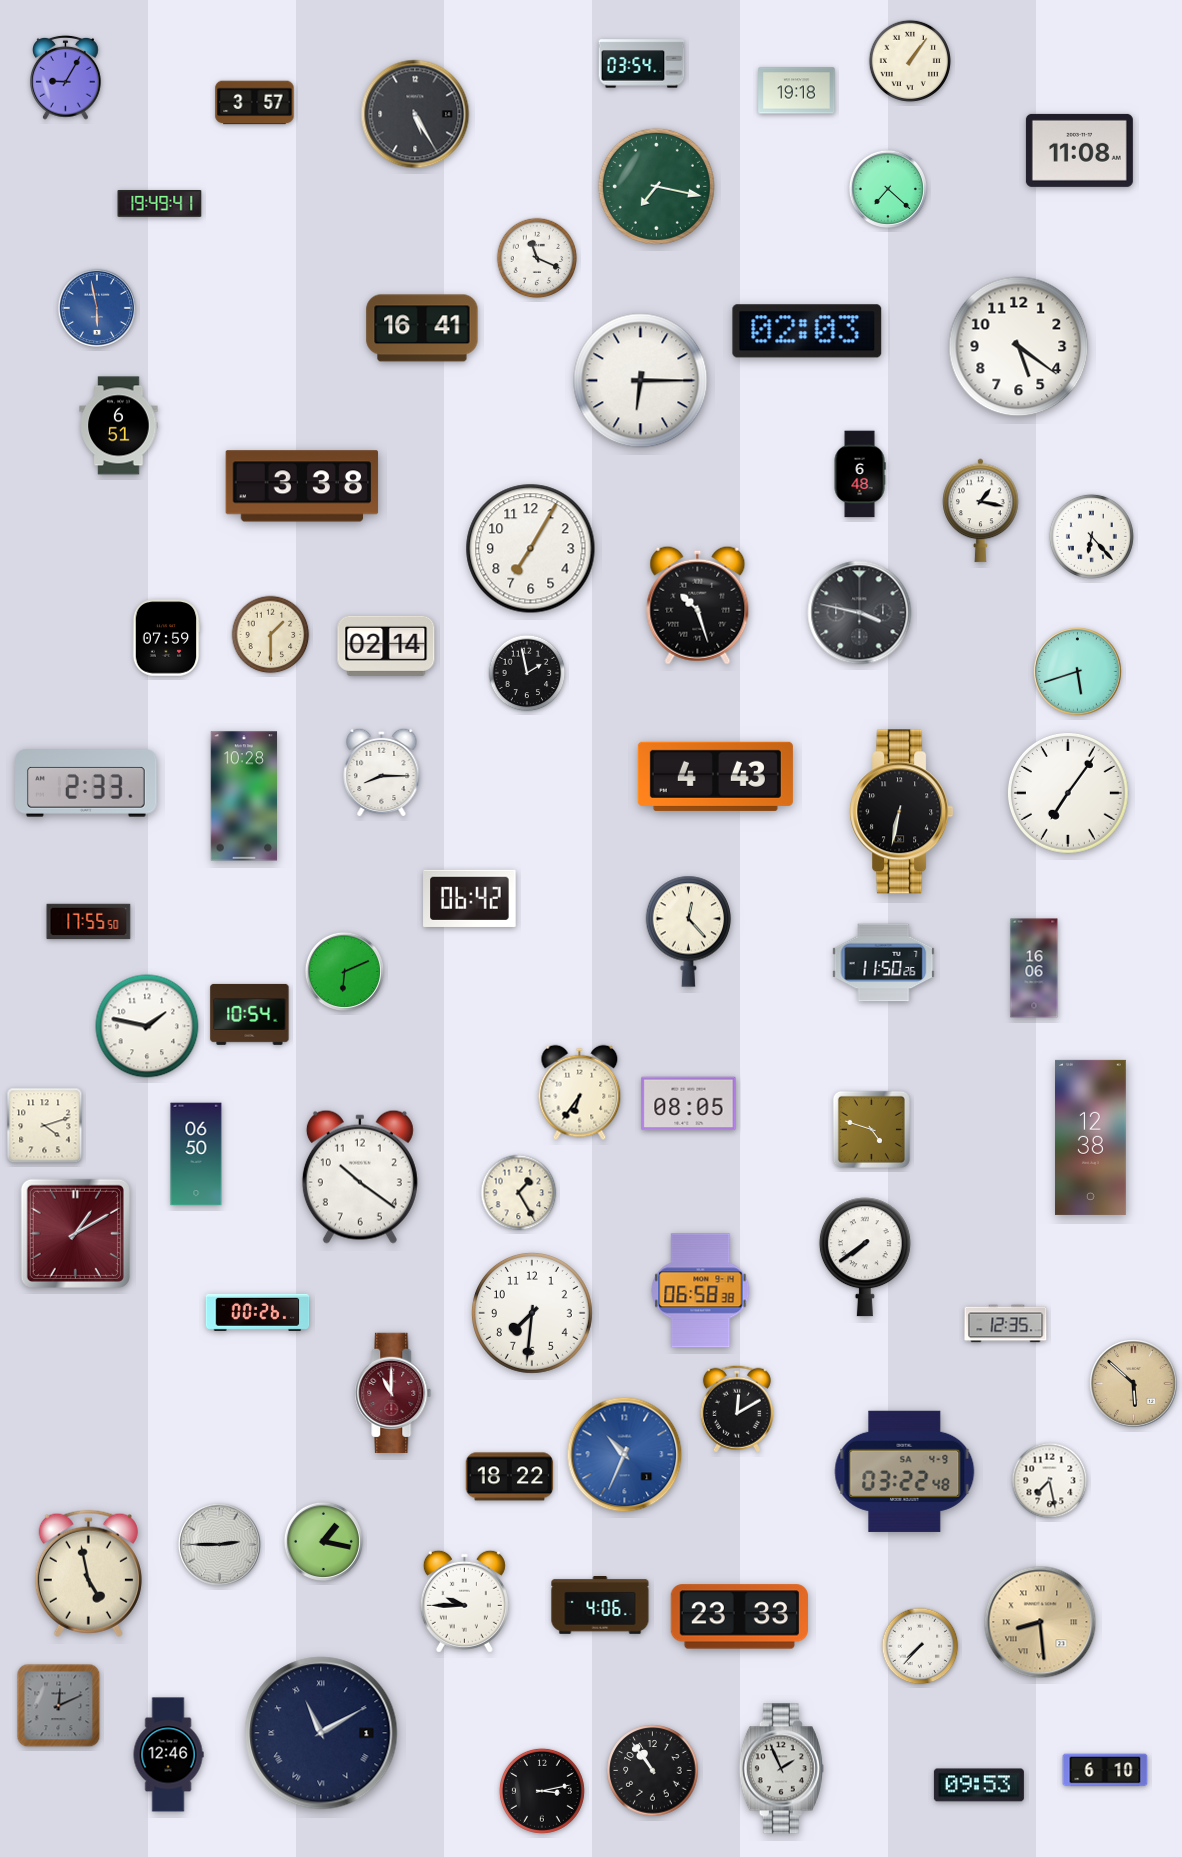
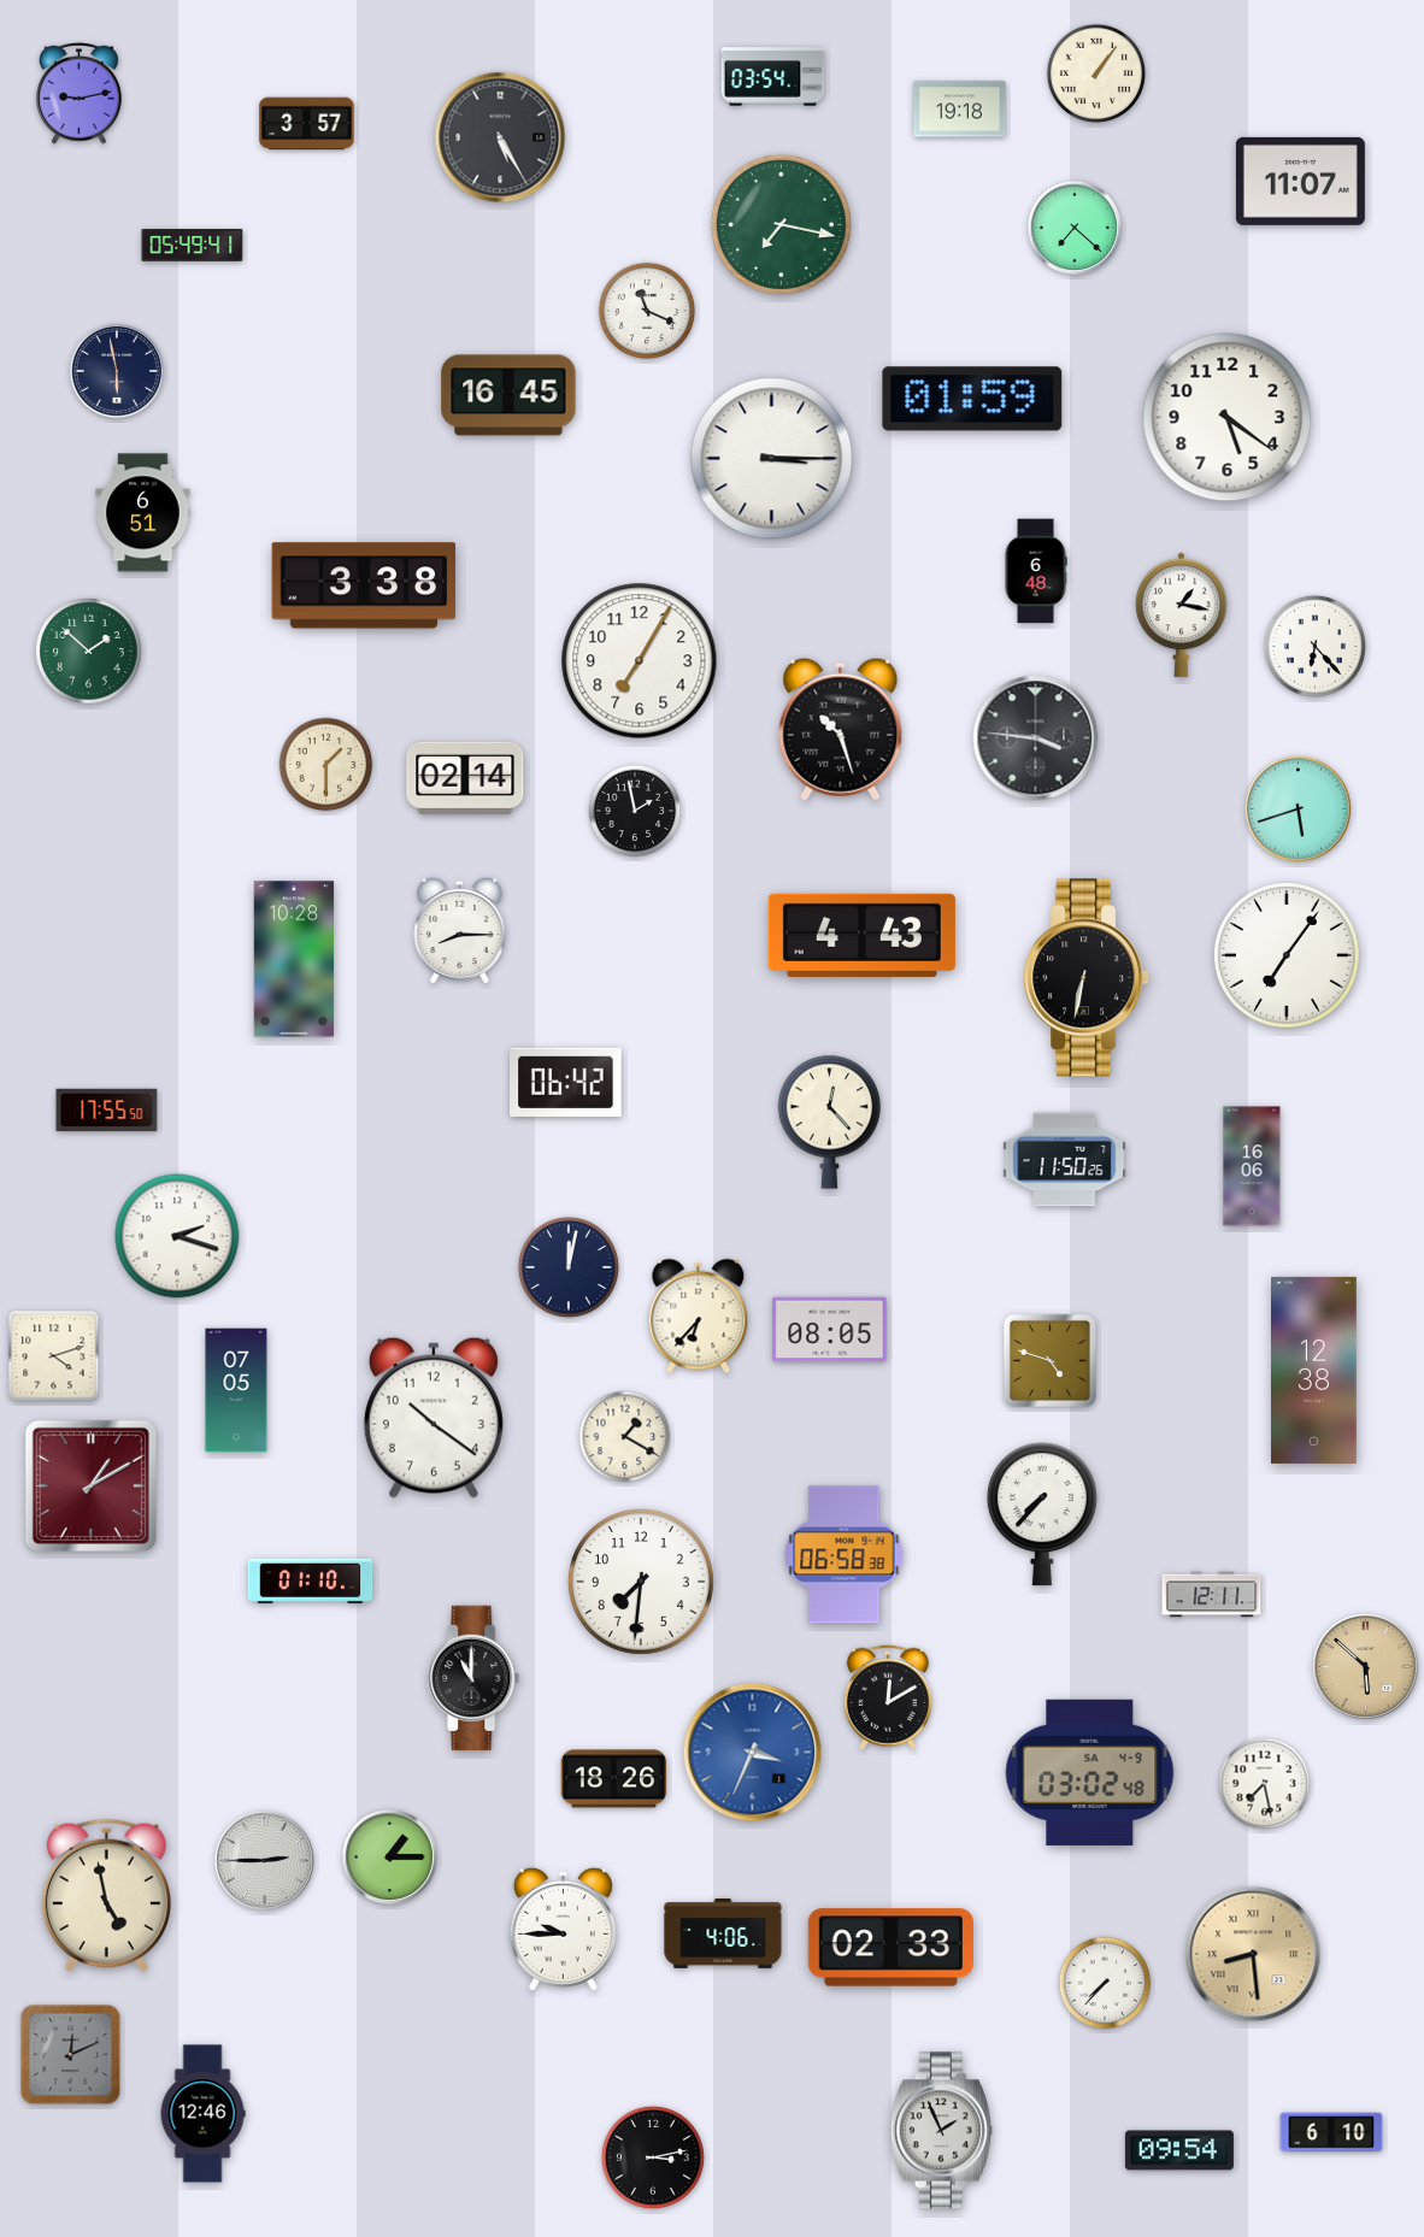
clock at (66, 77): 9:05 -> 9:13
clock at (1079, 150): 11:08 -> 11:07
clock at (656, 186) position: (656, 186) -> (781, 224)
clock at (888, 189) position: (888, 189) -> (1075, 228)
clock at (160, 204): 19:49 -> 05:49
clock at (97, 308) dial: blue -> navy
clock at (422, 328): 16:41 -> 16:45
clock at (807, 331): 02:03 -> 01:59
clock at (641, 381): 6:15 -> 3:15
clock at (89, 652): none -> 1:52
clock at (860, 613): 3:47 -> 3:46
clock at (166, 638): 07:59 -> none
clock at (86, 783): 2:33 -> none
clock at (1034, 968) position: (1034, 968) -> (1252, 1166)
clock at (344, 971): 6:11 -> none
clock at (250, 1014): 10:54 -> none
clock at (147, 1026): 1:47 -> 2:18
clock at (569, 1267): none -> 12:02
clock at (580, 1093): 6:36 -> 6:37
clock at (196, 1154): 06:50 -> 07:05
clock at (519, 1193): 1:25 -> 1:20
clock at (865, 1257): 7:39 -> 7:37
clock at (258, 1312): 00:26 -> 01:10
clock at (1006, 1324): 12:35 -> 12:11
clock at (393, 1393) dial: burgundy -> black
clock at (625, 1455): 10:34 -> 3:34
clock at (905, 1471): 03:22 -> 03:02
clock at (510, 1477): 18:22 -> 18:26
clock at (323, 1541): 1:17 -> 1:15
clock at (464, 1601) position: (464, 1601) -> (563, 1929)
clock at (739, 1617): 23:33 -> 02:33
clock at (920, 1646) position: (920, 1646) -> (1105, 1983)
clock at (321, 1733): 11:10 -> none
clock at (653, 1771): 10:54 -> none
clock at (979, 1785): 09:53 -> 09:54
